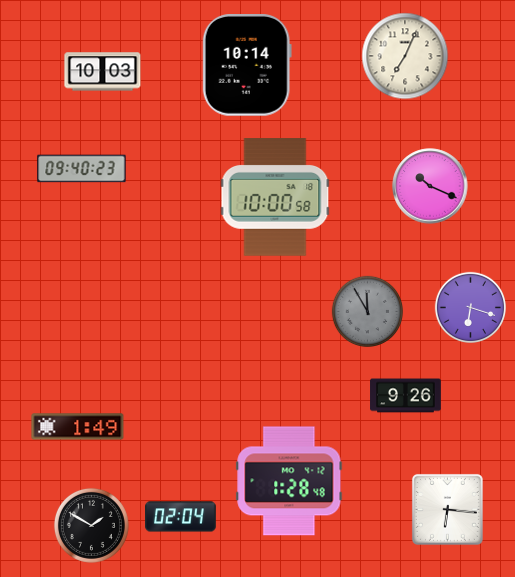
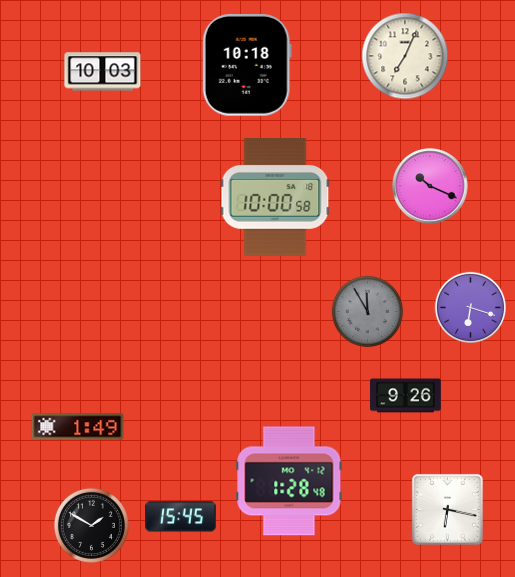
clock at (247, 66): 10:14 -> 10:18
clock at (82, 169): 09:40 -> none
clock at (447, 509): 6:16 -> 6:17
clock at (181, 517): 02:04 -> 15:45
